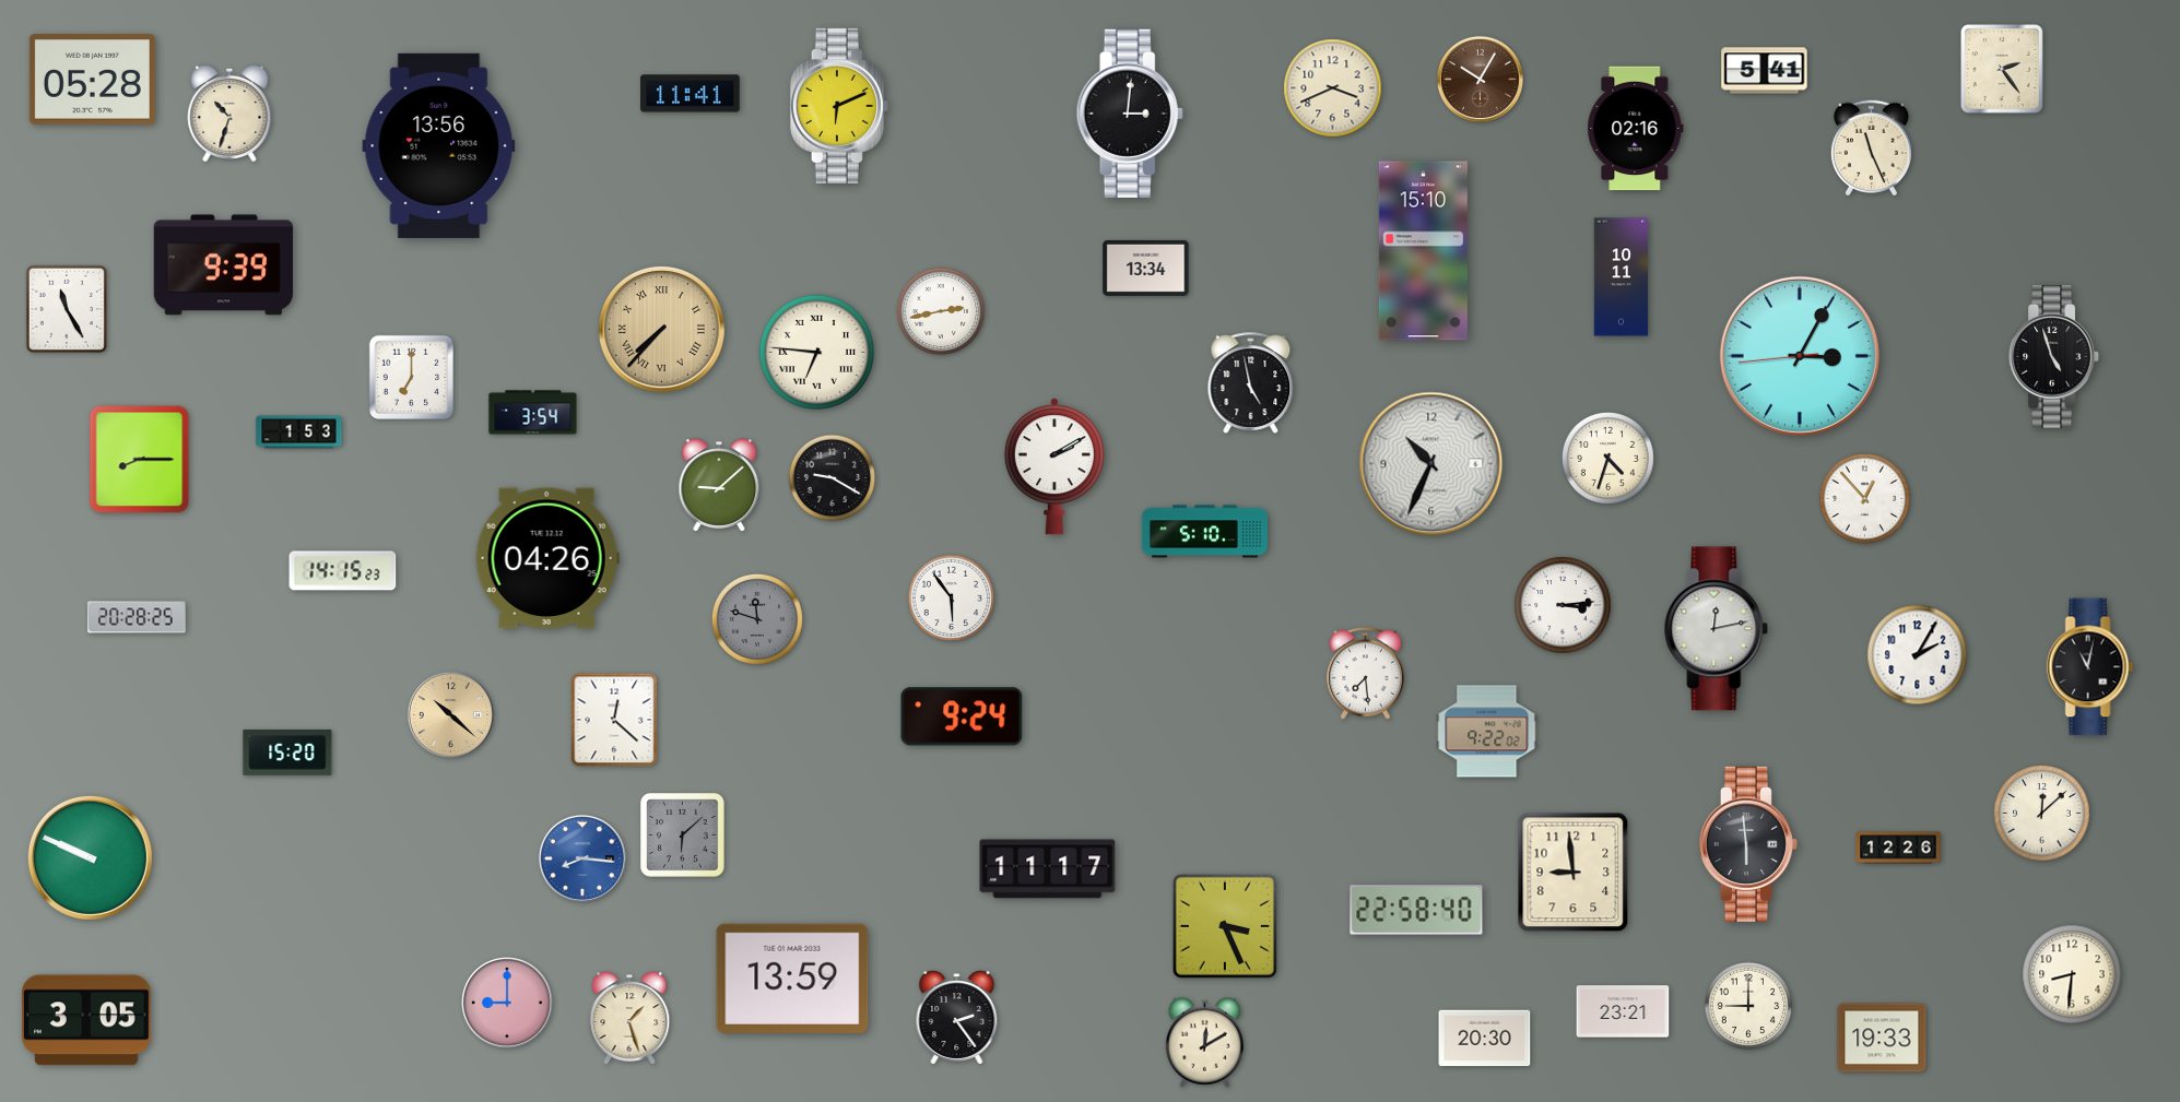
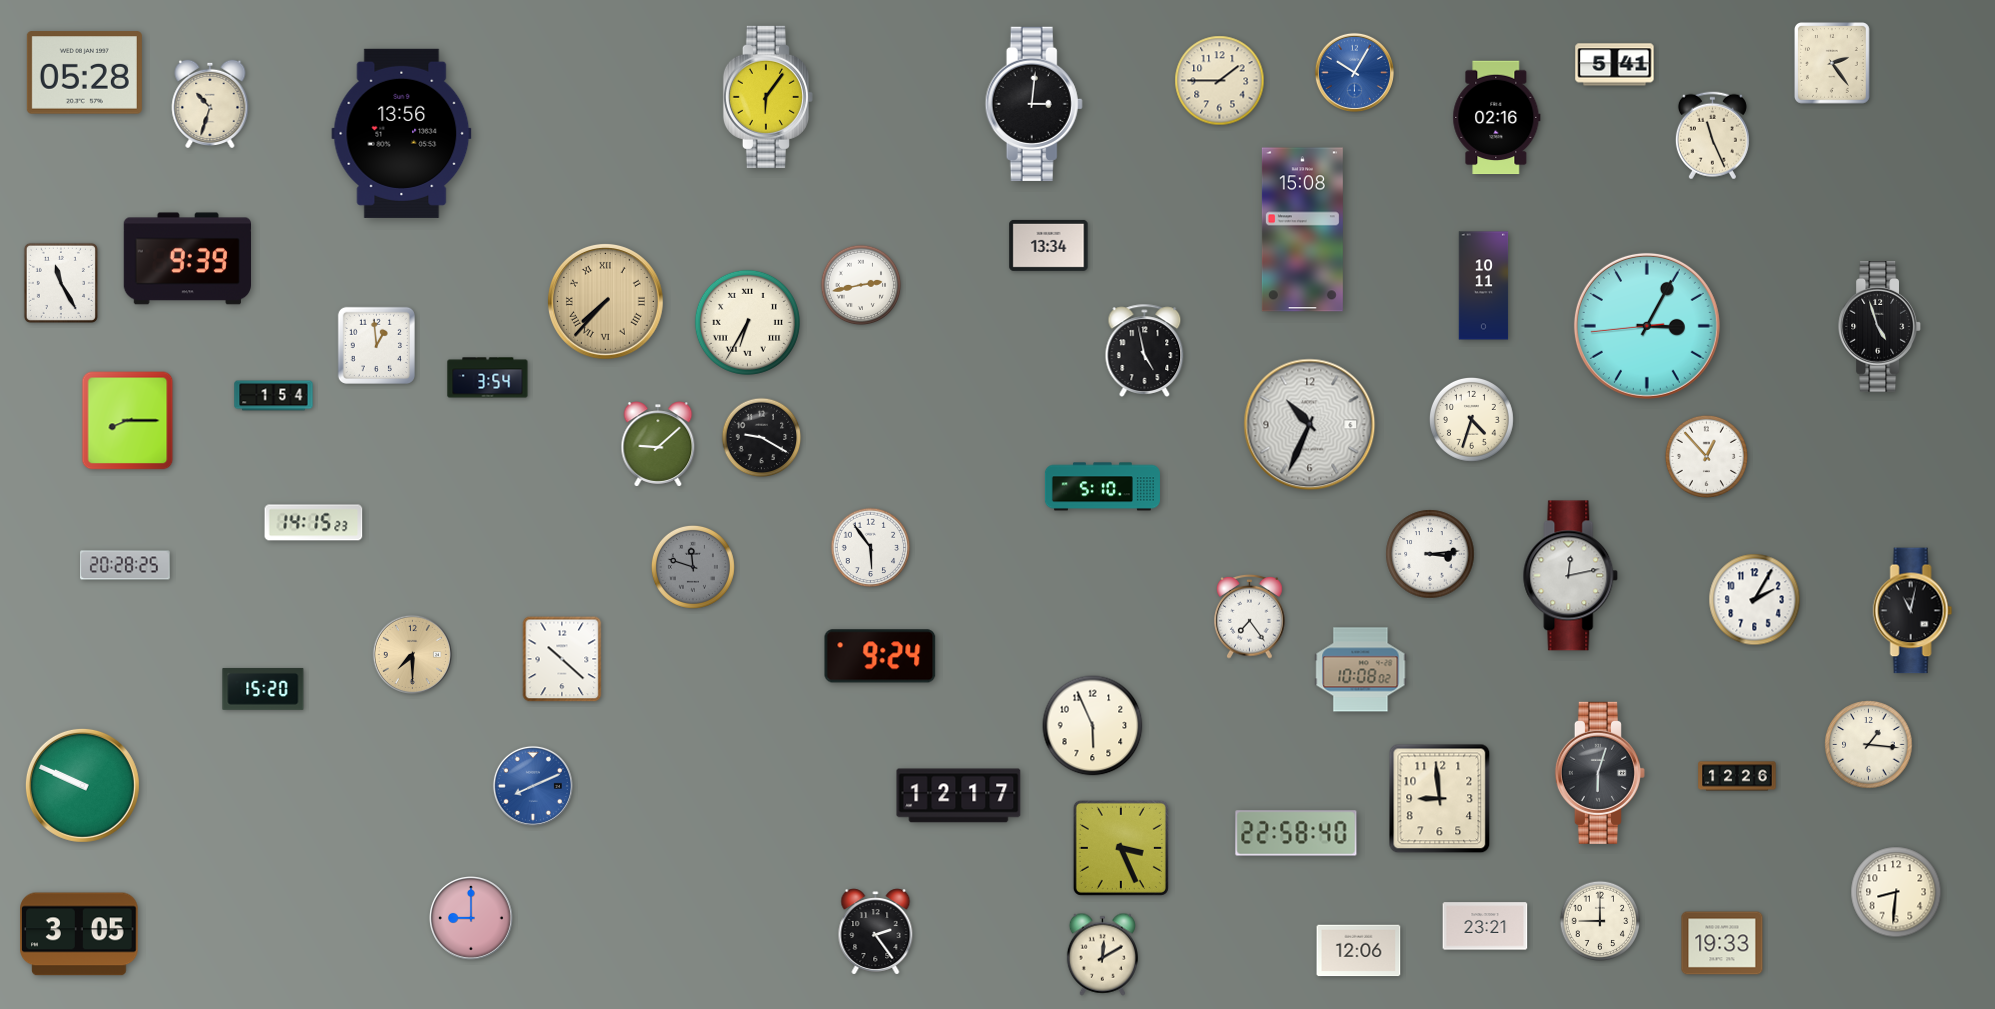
clock at (1480, 79) dial: brown -> blue
clock at (1333, 88): 3:41 -> 1:45
clock at (691, 94): 11:41 -> none
clock at (839, 106): 6:11 -> 6:06
clock at (1423, 251): 15:10 -> 15:08
clock at (223, 265) position: (223, 265) -> (187, 259)
clock at (1622, 277) position: (1622, 277) -> (1484, 286)
clock at (816, 352): 6:46 -> 6:35
clock at (411, 377): 7:00 -> 12:59
clock at (299, 432): 1:53 -> 1:54
clock at (1054, 466): 2:10 -> none
clock at (547, 558): 04:26 -> none
clock at (1366, 673): 7:29 -> 7:24
clock at (450, 714): 10:22 -> 7:30
clock at (614, 720): 12:22 -> 10:22
clock at (1487, 732): 9:22 -> 10:08
clock at (1093, 726): none -> 5:56
clock at (2042, 814): 12:08 -> 1:16
clock at (683, 836): 6:08 -> none
clock at (1748, 844): 5:59 -> 6:03
clock at (582, 858): 8:16 -> 8:11
clock at (1048, 869): 11:17 -> 12:17
clock at (792, 979): 13:59 -> none
clock at (508, 1004) position: (508, 1004) -> (472, 919)
clock at (629, 1018): 1:27 -> none
clock at (1882, 1038) position: (1882, 1038) -> (1722, 943)
clock at (1485, 1039): 20:30 -> 12:06
